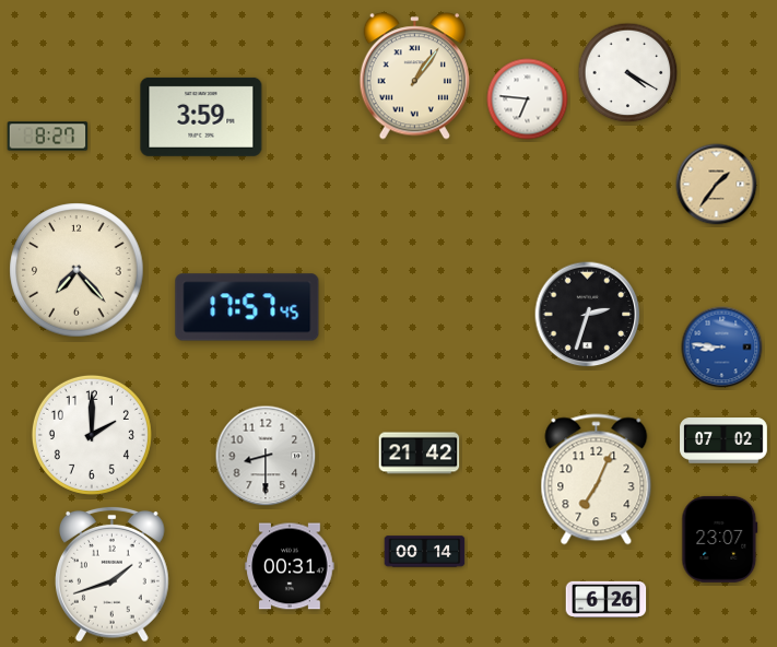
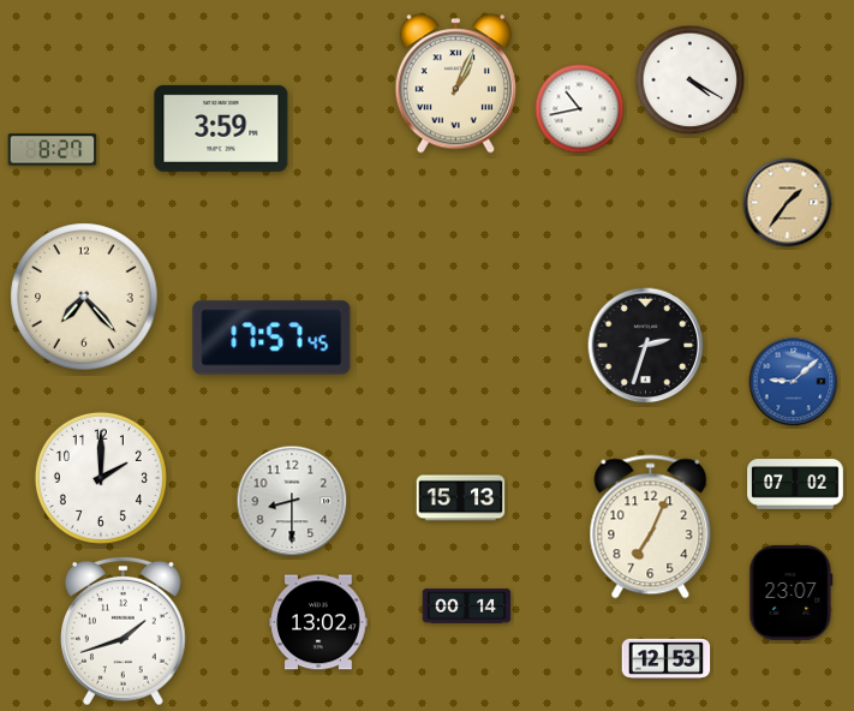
clock at (414, 77): 1:06 -> 1:04
clock at (528, 99): 6:46 -> 10:43
clock at (722, 348): 8:46 -> 9:08
clock at (420, 454): 21:42 -> 15:13
clock at (597, 480) position: (597, 480) -> (651, 527)
clock at (290, 566): 00:31 -> 13:02
clock at (607, 599): 6:26 -> 12:53
